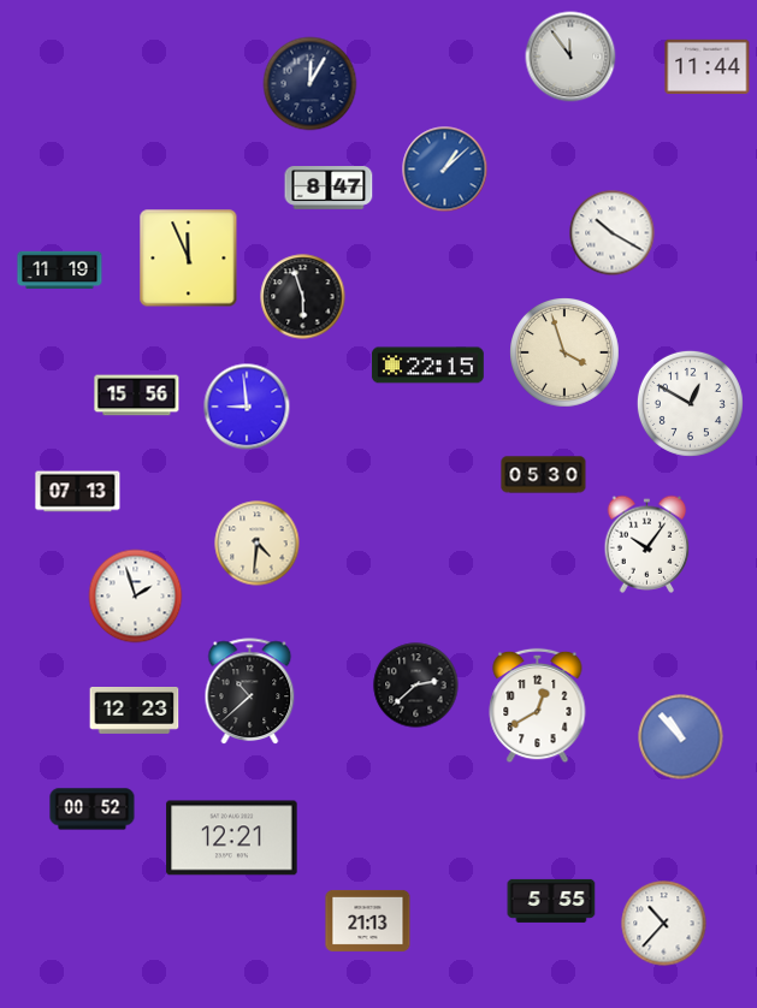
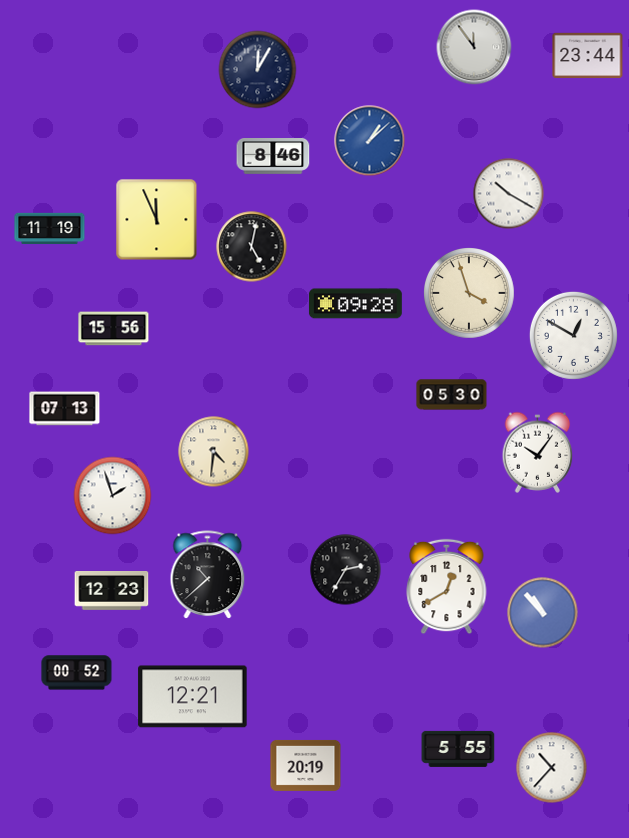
clock at (708, 67): 11:44 -> 23:44
clock at (329, 189): 8:47 -> 8:46
clock at (189, 259) position: (189, 259) -> (157, 220)
clock at (60, 271) position: (60, 271) -> (50, 229)
clock at (303, 297): 5:57 -> 5:02
clock at (427, 366): 22:15 -> 09:28
clock at (247, 407): 8:59 -> none
clock at (416, 686): 2:38 -> 2:35
clock at (681, 737) position: (681, 737) -> (543, 613)
clock at (368, 920): 21:13 -> 20:19
